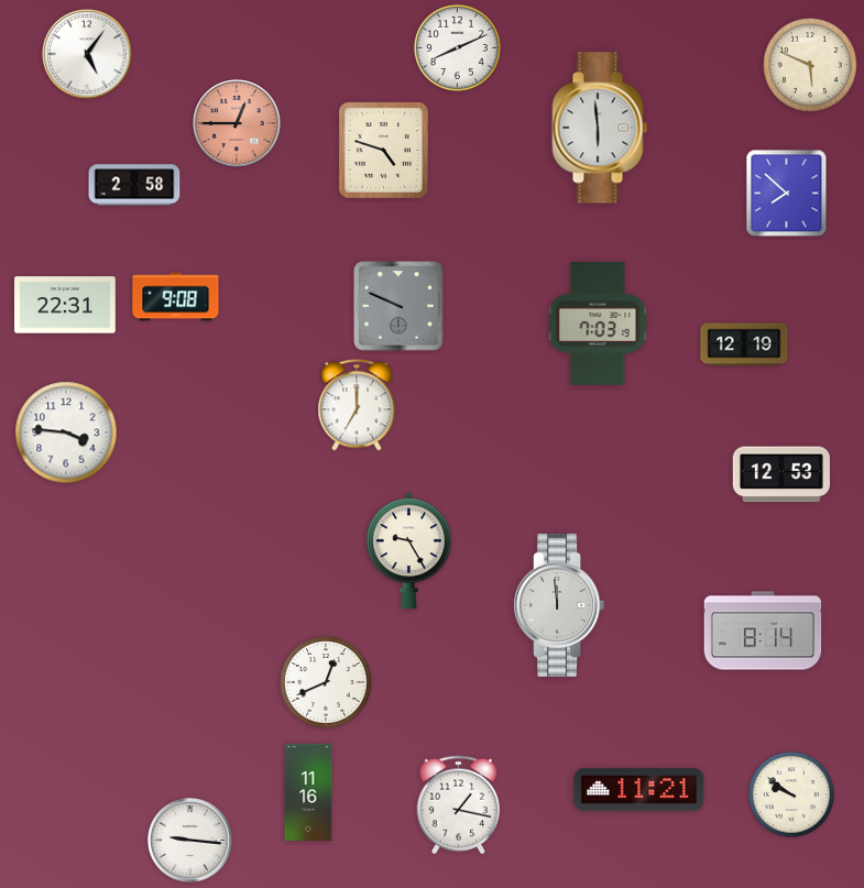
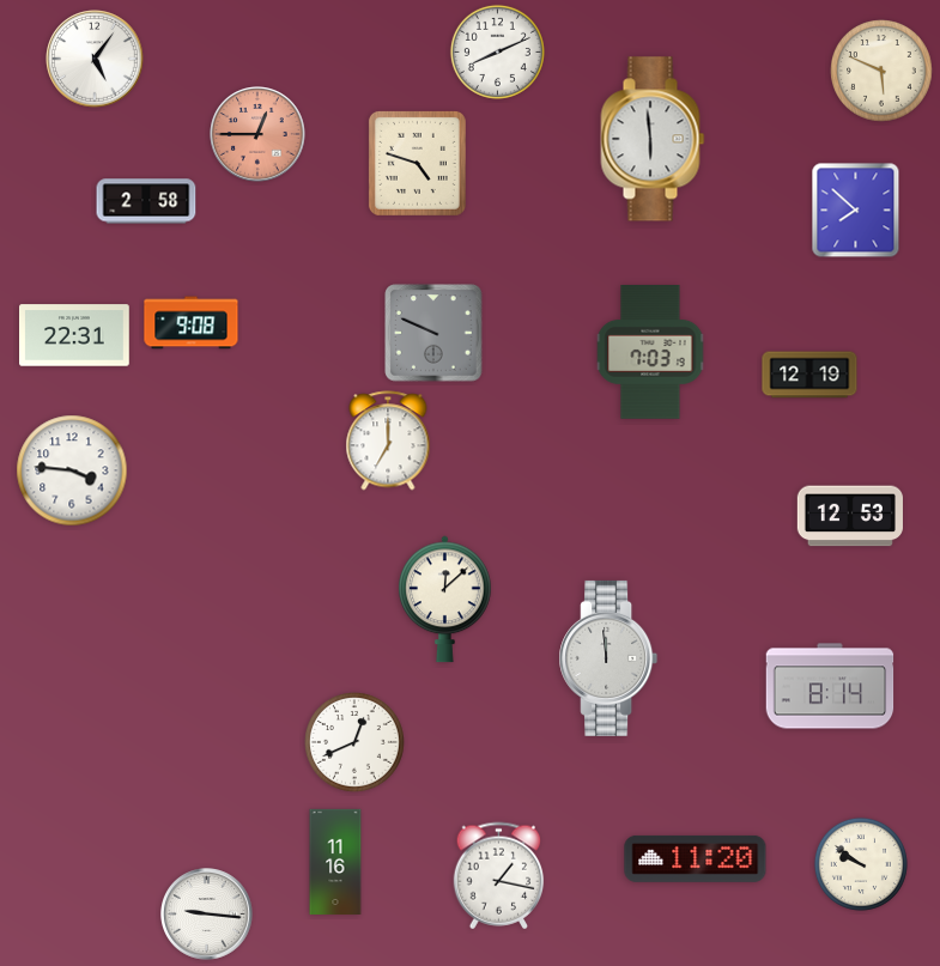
clock at (66, 305) position: (66, 305) -> (75, 335)
clock at (409, 551): 9:25 -> 12:08
clock at (639, 789): 11:21 -> 11:20
